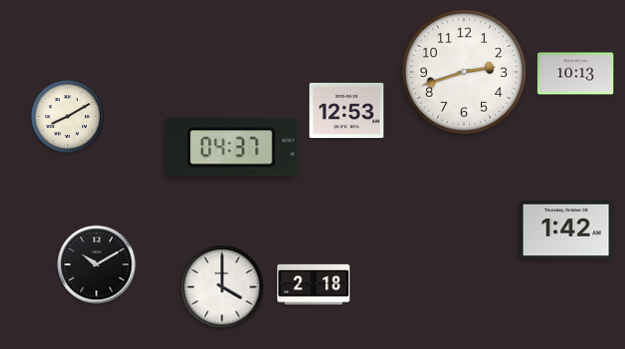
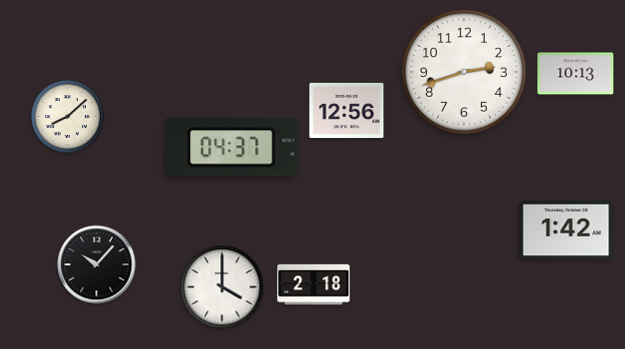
clock at (347, 110): 12:53 -> 12:56
clock at (68, 117): 8:10 -> 8:08
clock at (97, 265): 10:10 -> 10:07
